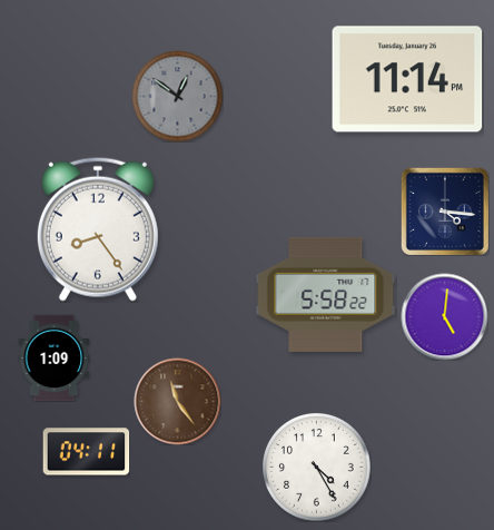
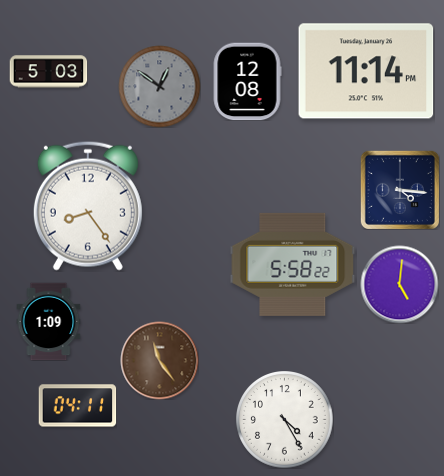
clock at (48, 72): none -> 5:03
clock at (247, 81): none -> 12:08
